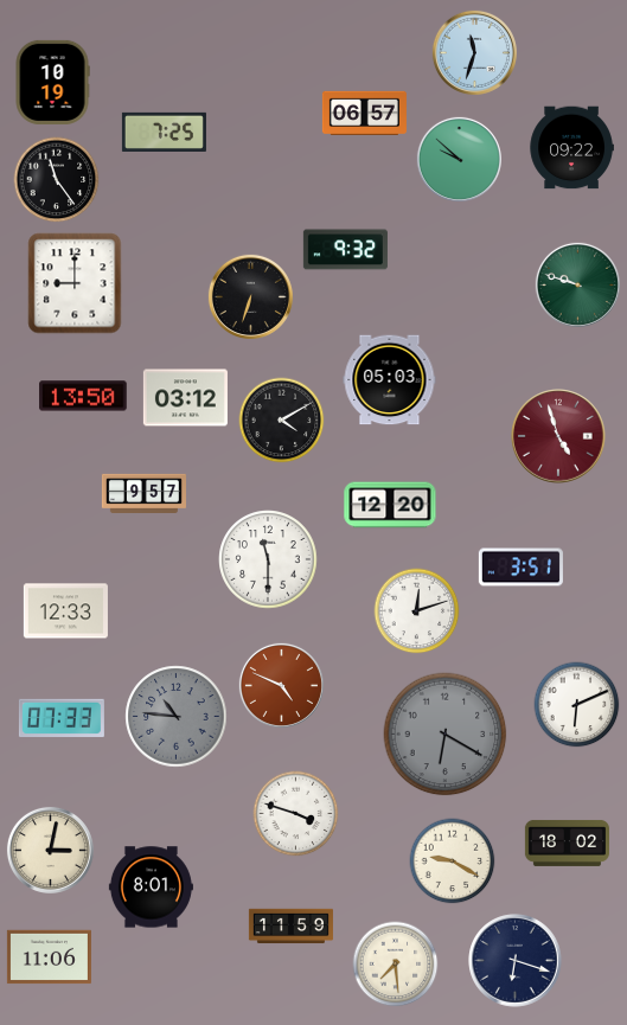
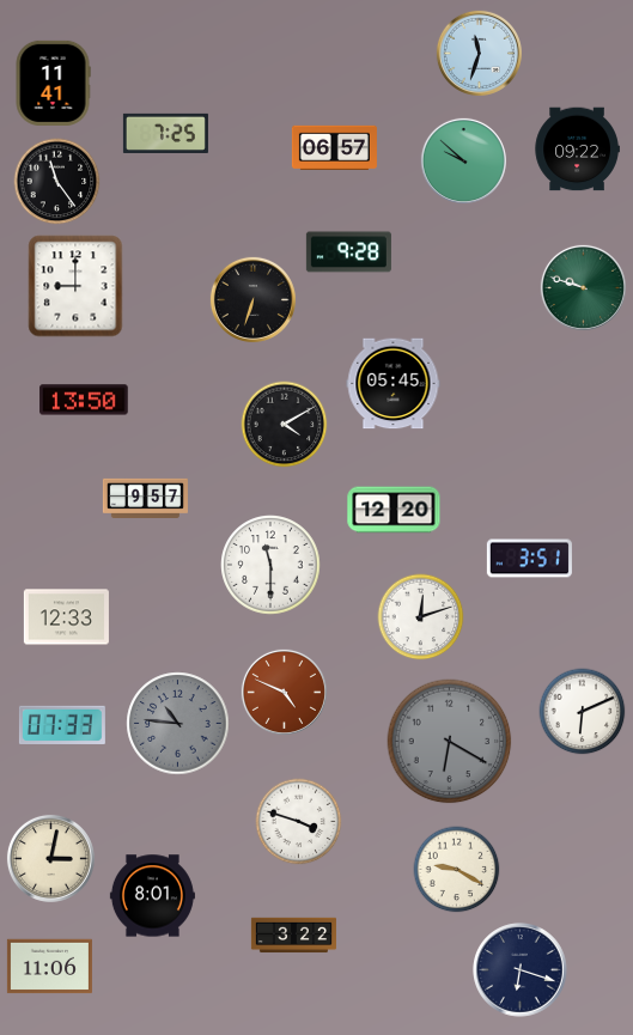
clock at (52, 82): 10:19 -> 11:41
clock at (364, 113) position: (364, 113) -> (334, 147)
clock at (345, 250): 9:32 -> 9:28
clock at (390, 380): 05:03 -> 05:45
clock at (185, 398): 03:12 -> none
clock at (558, 436): 4:57 -> none
clock at (520, 568) position: (520, 568) -> (529, 559)
clock at (567, 843): 18:02 -> none
clock at (290, 927): 11:59 -> 3:22
clock at (396, 965): 7:29 -> none
